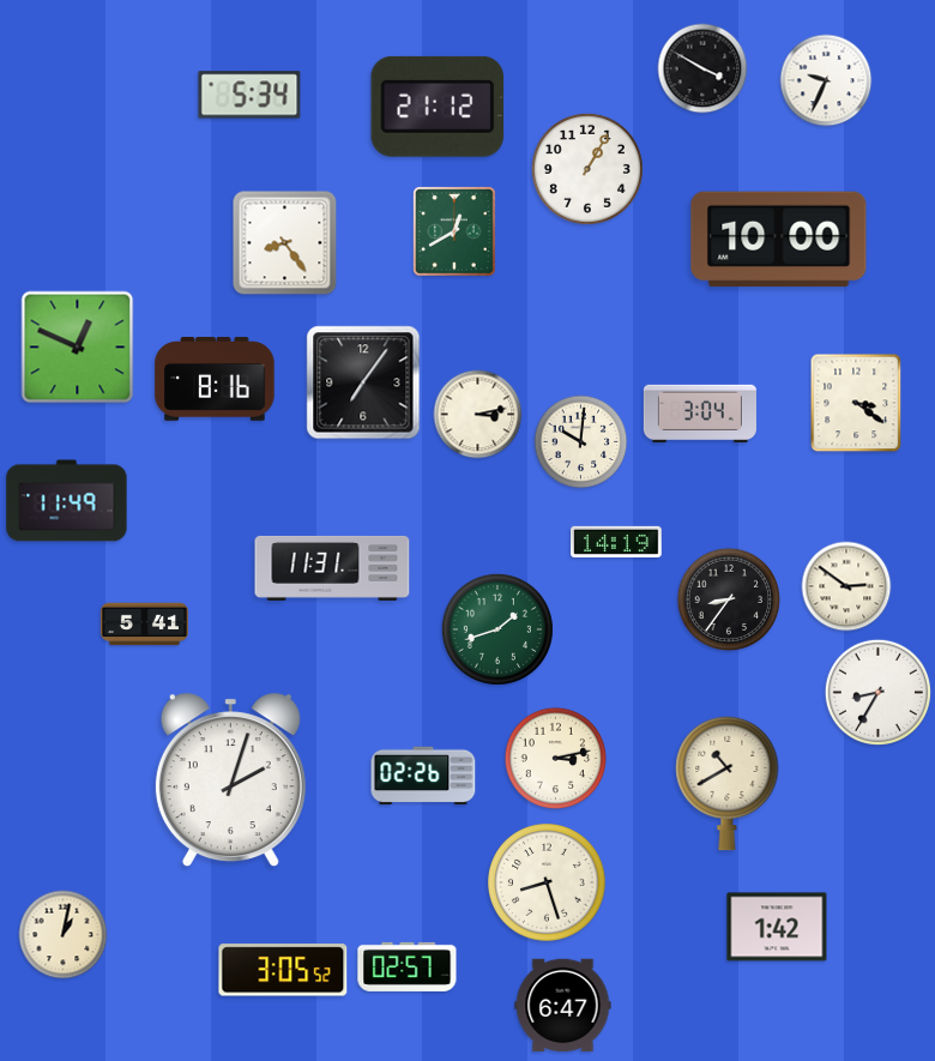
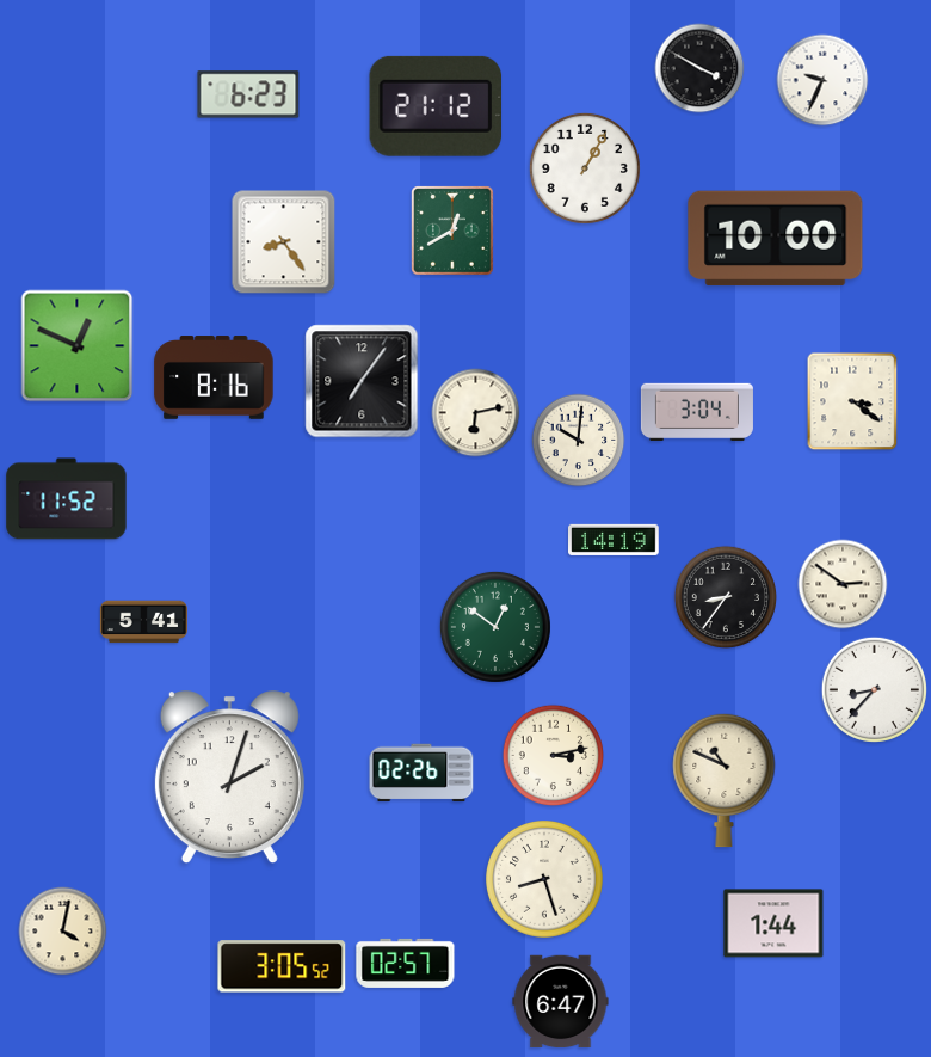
clock at (249, 95): 5:34 -> 6:23
clock at (478, 415): 3:13 -> 6:13
clock at (67, 501): 11:49 -> 11:52
clock at (332, 568): 11:31 -> none
clock at (497, 629): 1:42 -> 12:51
clock at (877, 692): 8:35 -> 8:37
clock at (728, 783): 10:40 -> 10:49
clock at (777, 927): 1:42 -> 1:44
clock at (64, 935): 1:02 -> 4:02
